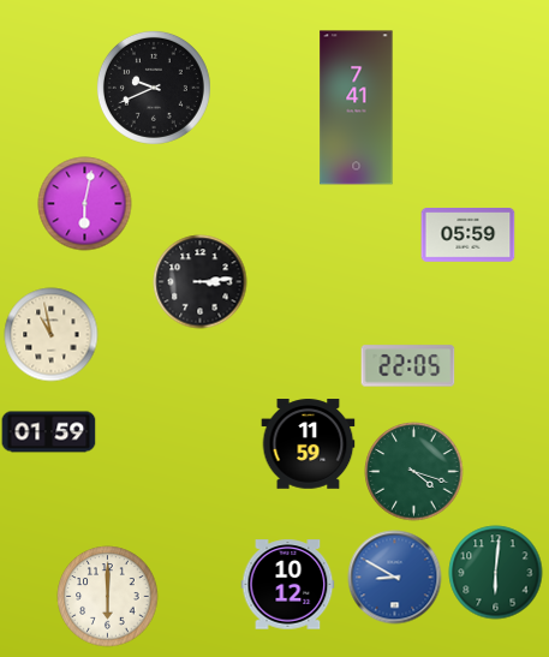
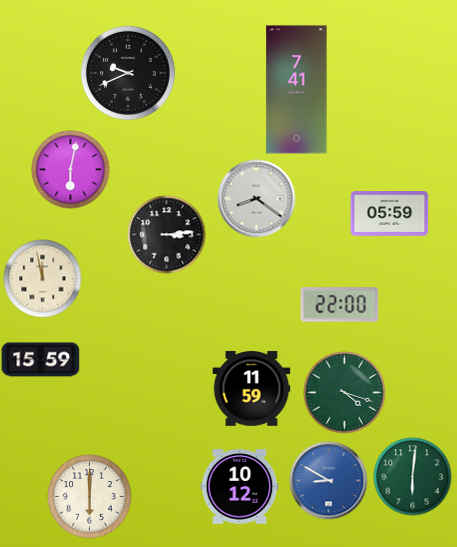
clock at (467, 235) position: (467, 235) -> (389, 214)
clock at (256, 198): none -> 8:21
clock at (50, 334): 10:58 -> 11:58
clock at (407, 366): 22:05 -> 22:00
clock at (48, 432): 01:59 -> 15:59
clock at (308, 444) position: (308, 444) -> (251, 389)
